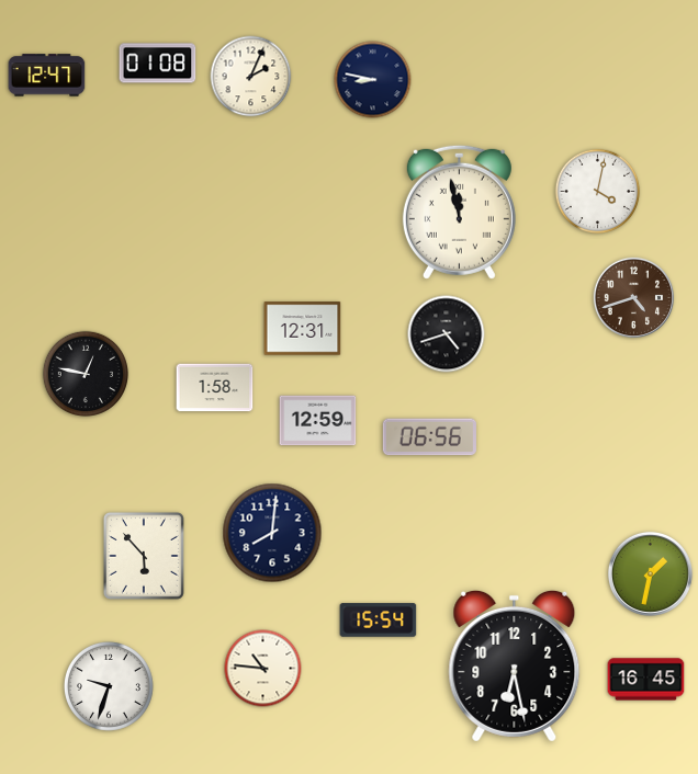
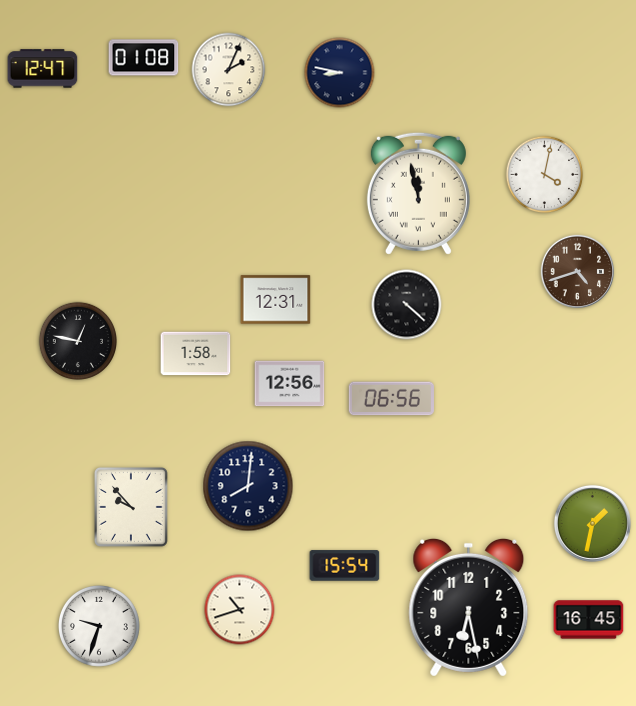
clock at (447, 334): 4:42 -> 4:22
clock at (318, 421): 12:59 -> 12:56
clock at (144, 556): 5:53 -> 9:53
clock at (263, 669): 10:46 -> 10:42
